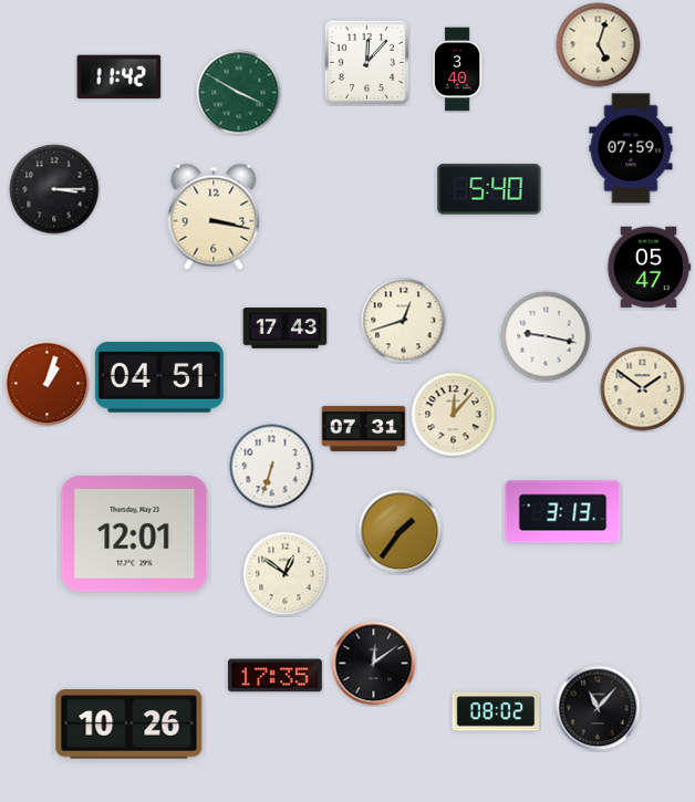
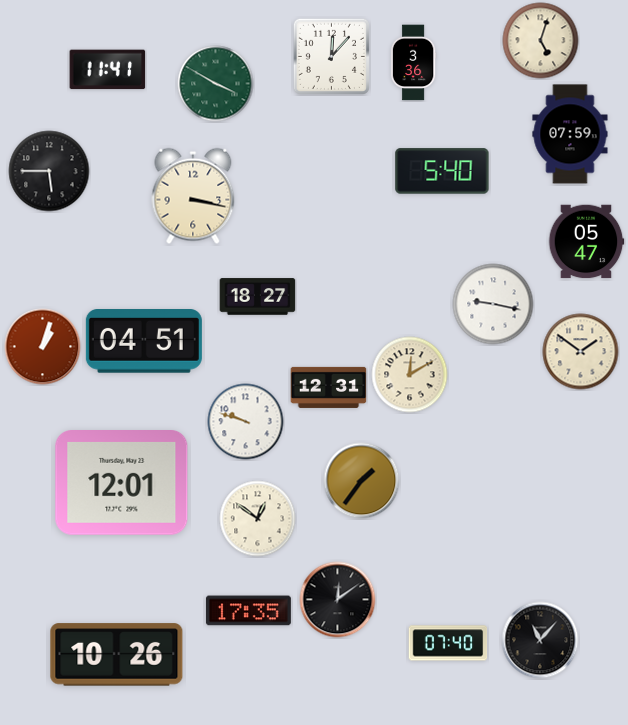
clock at (457, 70): 3:40 -> 3:36
clock at (120, 77): 11:42 -> 11:41
clock at (54, 189): 3:15 -> 5:45
clock at (404, 321): 12:42 -> none
clock at (286, 329): 17:43 -> 18:27
clock at (454, 415): 12:07 -> 12:10
clock at (364, 428): 07:31 -> 12:31
clock at (272, 467): 6:33 -> 9:48
clock at (563, 512): 3:13 -> none
clock at (496, 711): 08:02 -> 07:40
